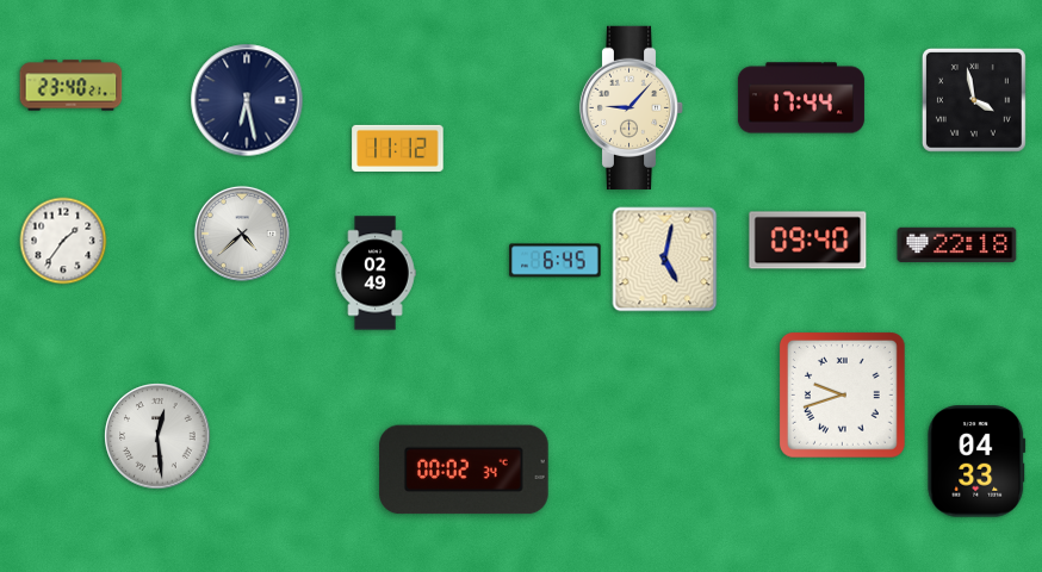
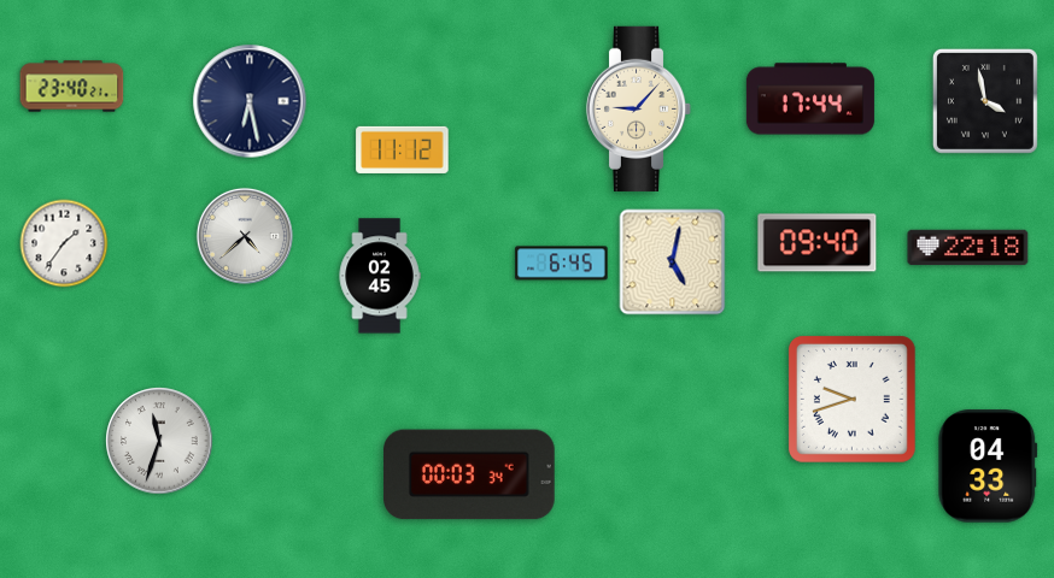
clock at (376, 273): 02:49 -> 02:45
clock at (157, 436): 12:29 -> 11:33
clock at (464, 470): 00:02 -> 00:03
